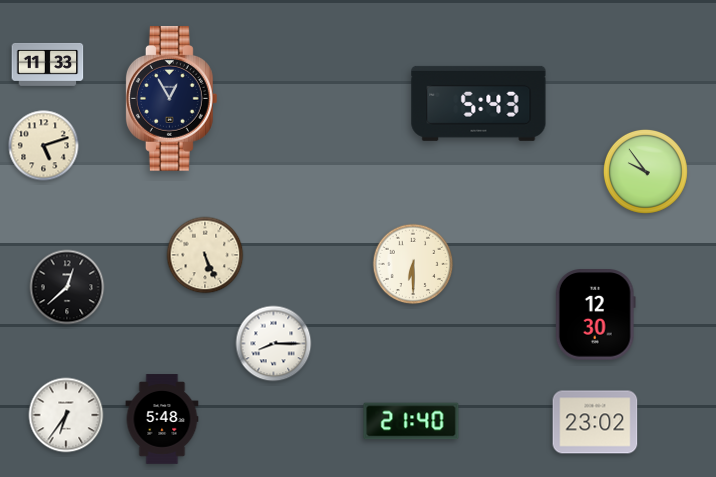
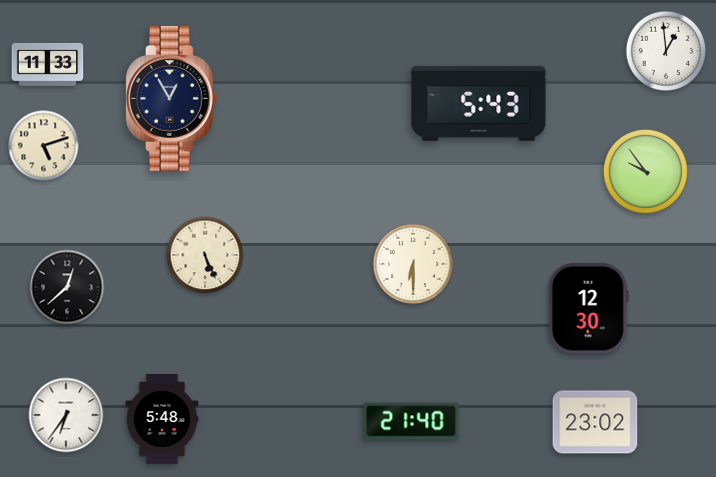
clock at (666, 51): none -> 12:59
clock at (595, 315) position: (595, 315) -> (588, 309)
clock at (274, 344): 8:15 -> none
